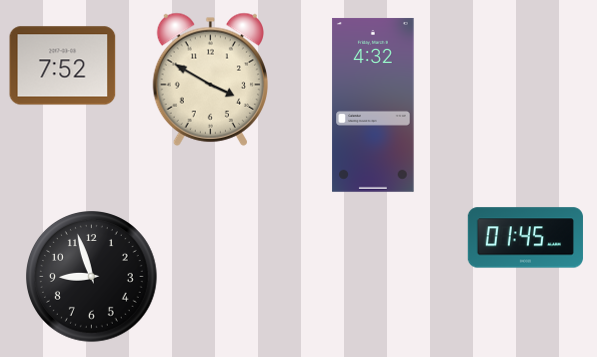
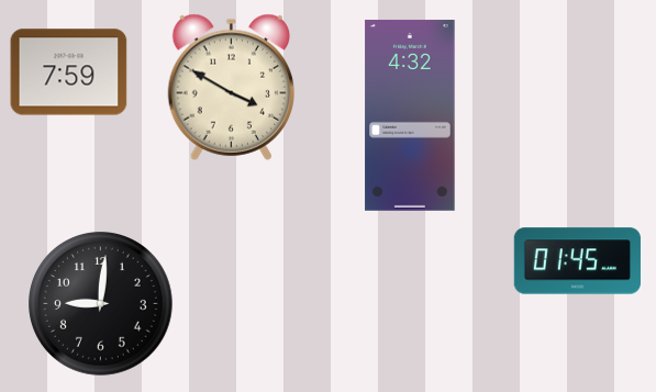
clock at (63, 66): 7:52 -> 7:59
clock at (92, 277): 8:57 -> 9:01
